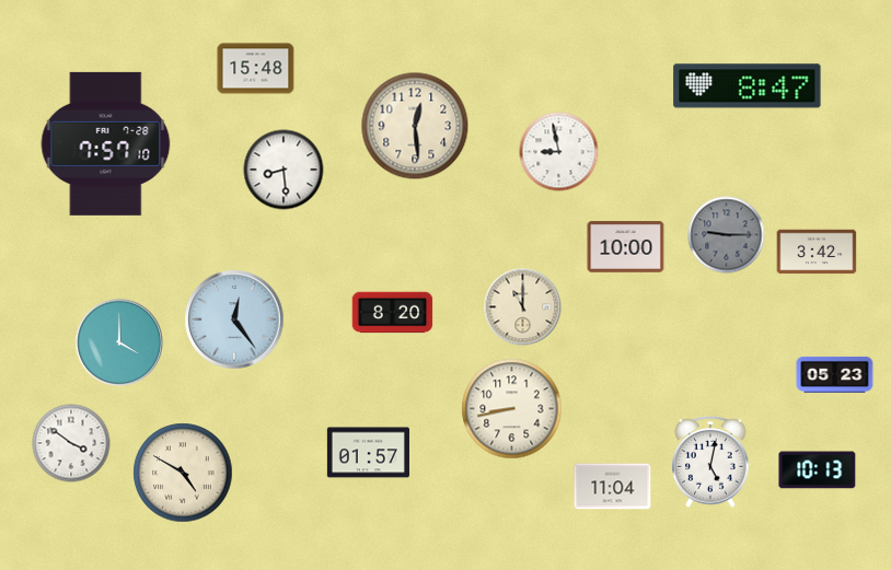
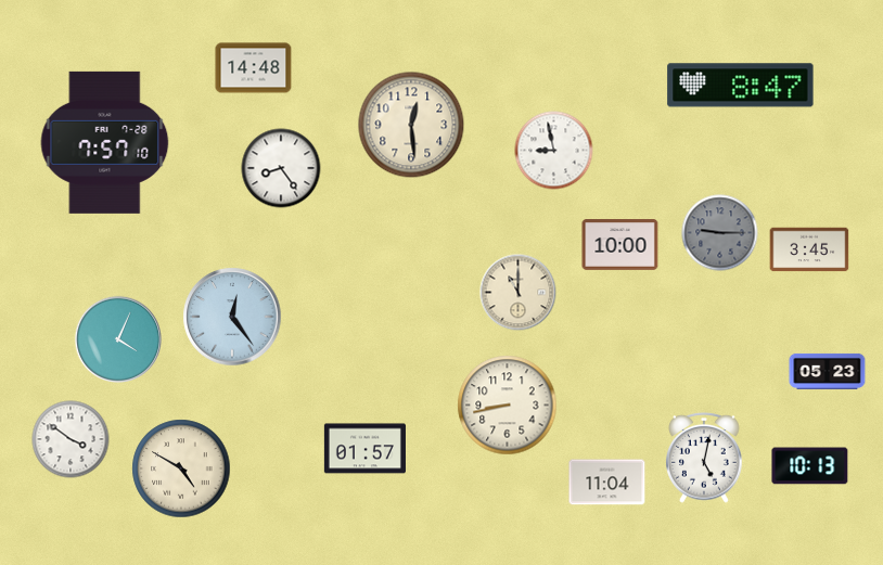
clock at (256, 69): 15:48 -> 14:48
clock at (283, 170): 8:29 -> 8:24
clock at (817, 252): 3:42 -> 3:45
clock at (523, 307) position: (523, 307) -> (519, 293)
clock at (393, 313): 8:20 -> none
clock at (118, 341): 4:00 -> 4:04
